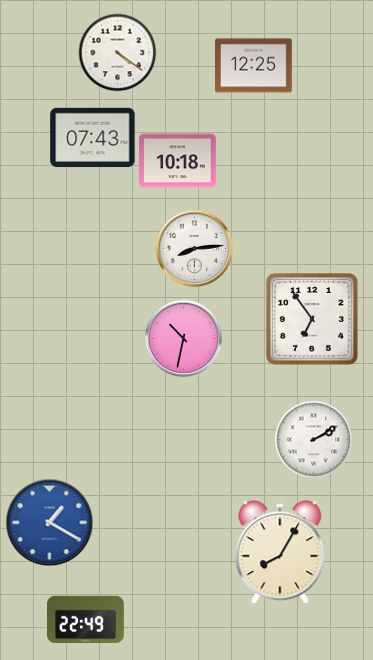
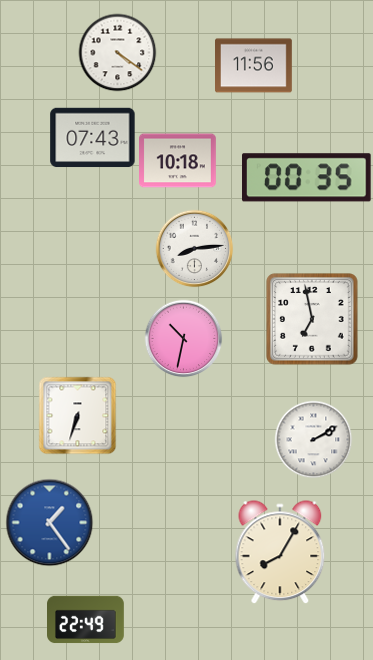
clock at (254, 66): 12:25 -> 11:56
clock at (307, 178): none -> 00:35
clock at (312, 319): 6:54 -> 6:58
clock at (77, 415): none -> 6:33
clock at (49, 522): 1:20 -> 1:24
